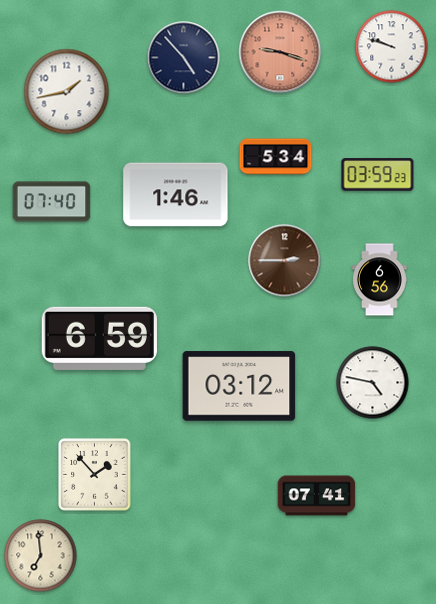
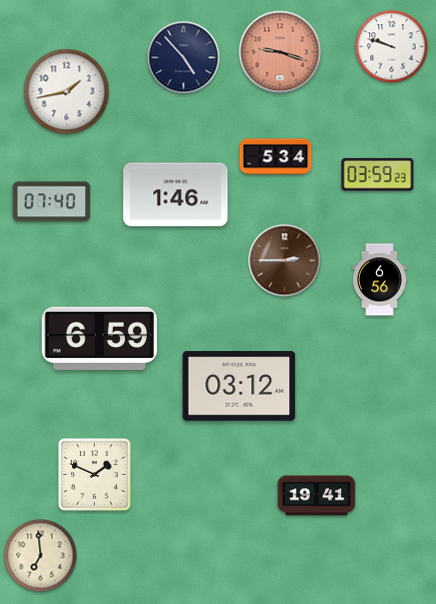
clock at (373, 383): 4:47 -> none
clock at (95, 475): 1:53 -> 1:49
clock at (317, 496): 07:41 -> 19:41
